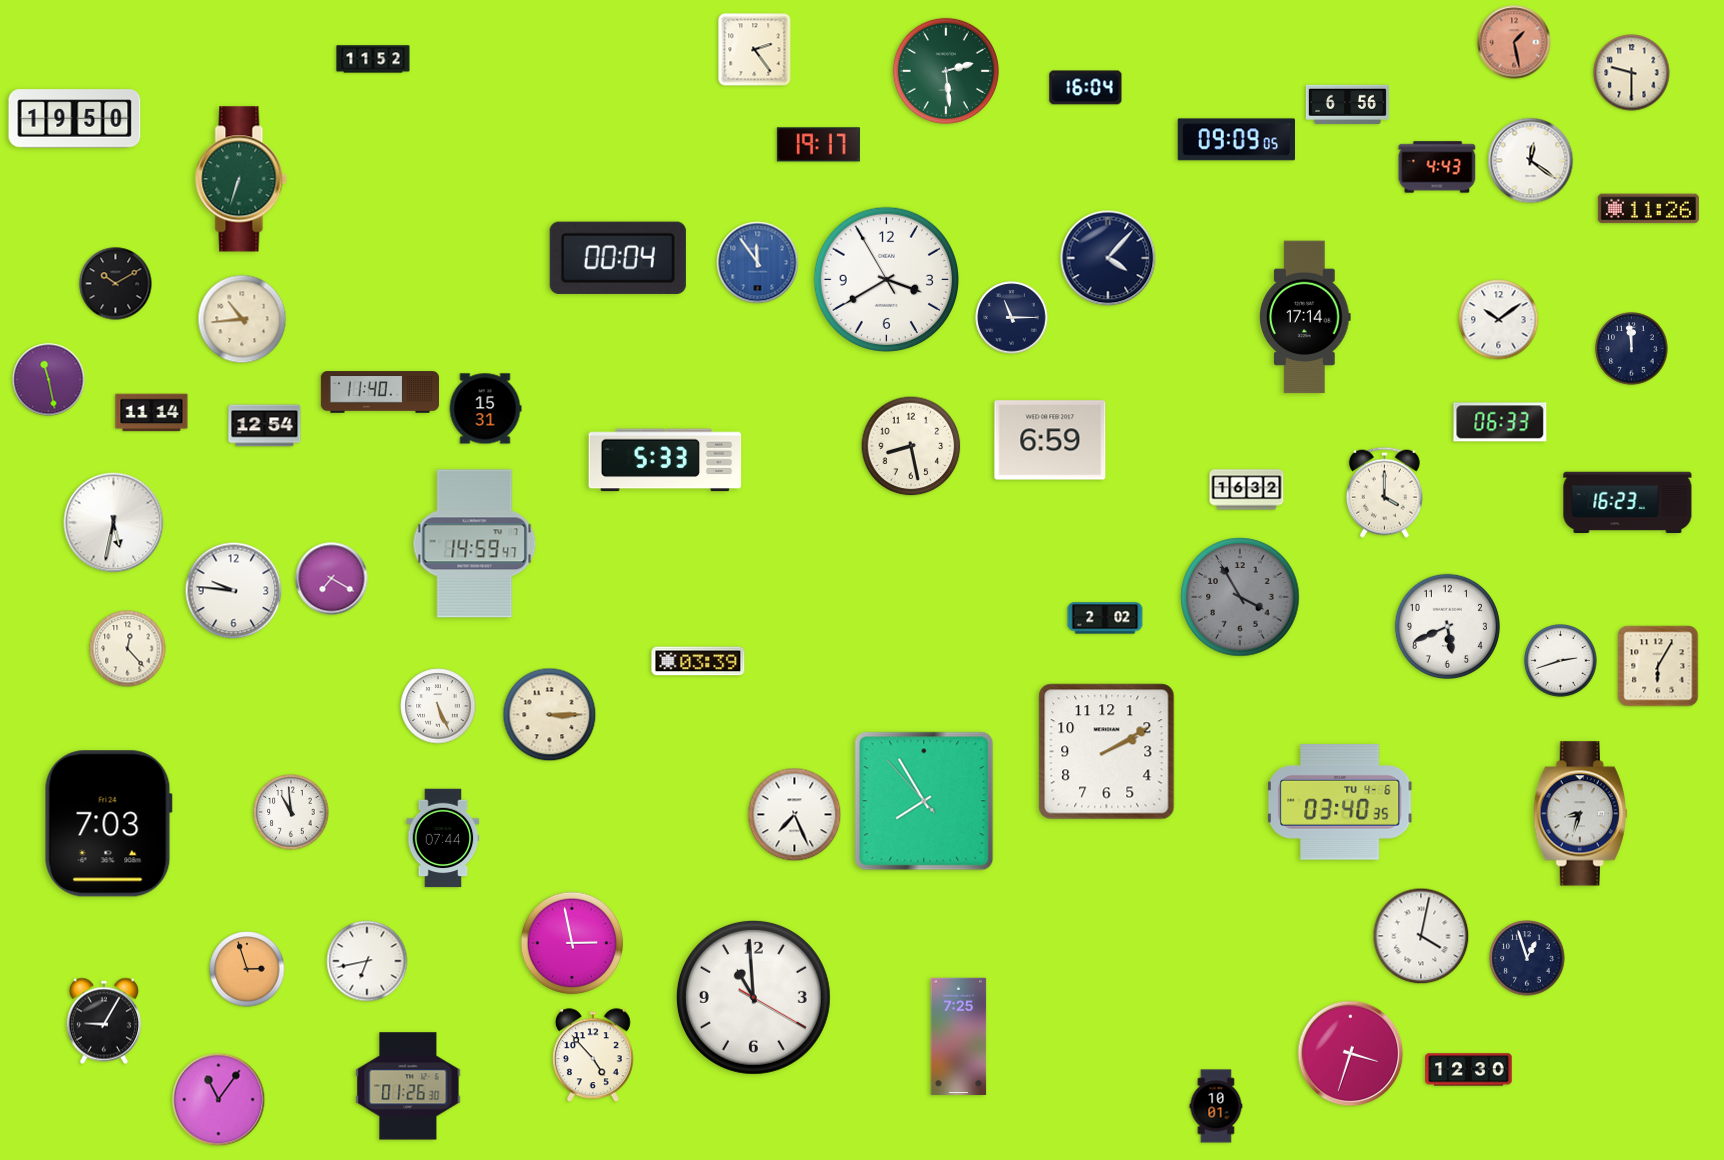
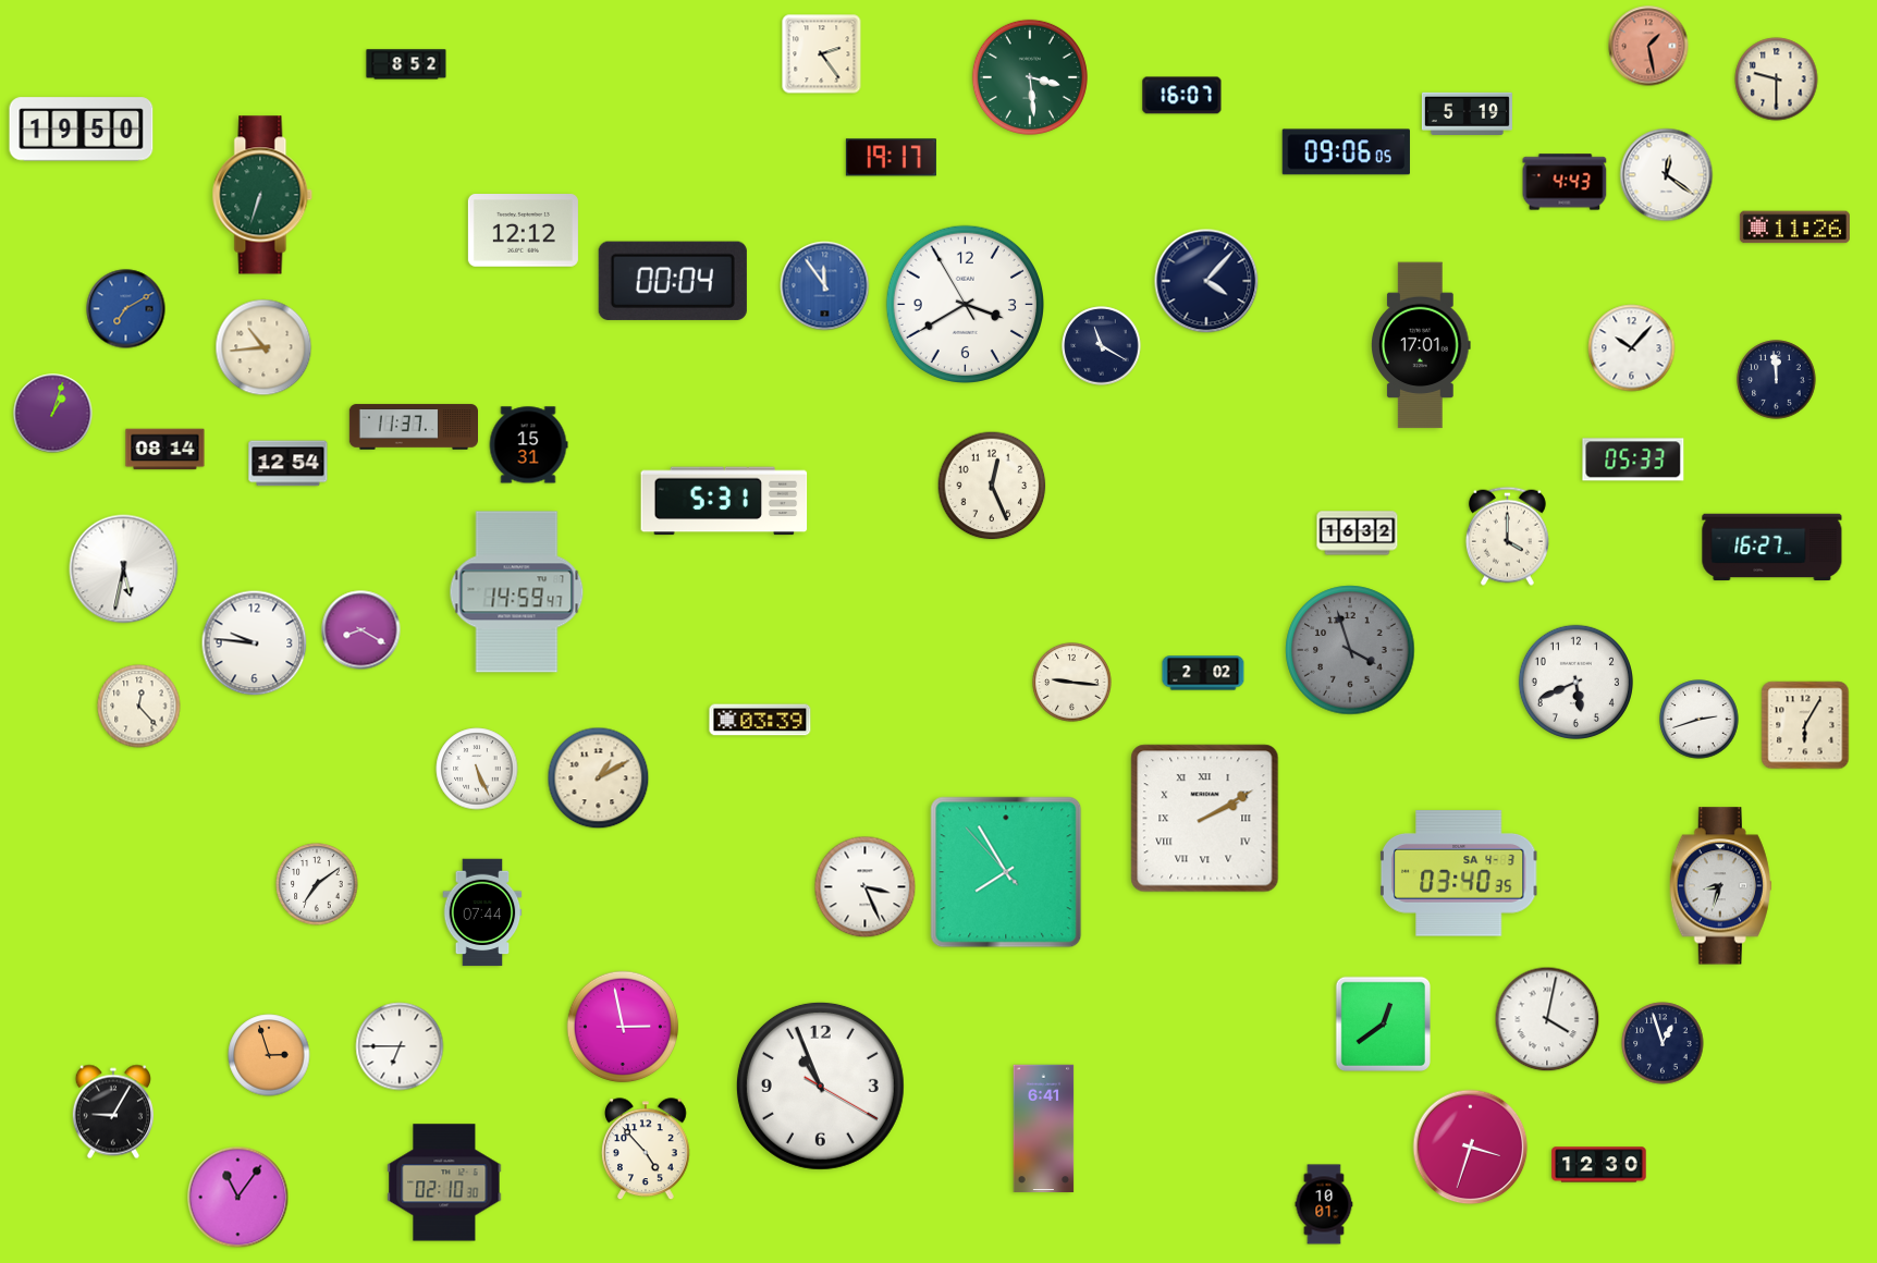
clock at (373, 59): 11:52 -> 8:52
clock at (946, 71): 2:29 -> 3:29
clock at (1086, 88): 16:04 -> 16:07
clock at (1347, 104): 6:56 -> 5:19
clock at (1236, 140): 09:09 -> 09:06
clock at (523, 231): none -> 12:12
clock at (116, 284): 10:10 -> 7:10
clock at (116, 284) dial: black -> blue
clock at (1306, 317): 17:14 -> 17:01
clock at (1012, 318): 11:15 -> 11:20
clock at (1499, 320): 10:09 -> 10:07
clock at (49, 380): 11:28 -> 1:03
clock at (379, 392): 11:40 -> 11:37
clock at (152, 413): 11:14 -> 08:14
clock at (1500, 422): 06:33 -> 05:33
clock at (1050, 440): 6:59 -> none
clock at (911, 446): 8:28 -> 12:26
clock at (665, 460): 5:33 -> 5:31
clock at (1628, 503): 16:23 -> 16:27
clock at (332, 579): 7:20 -> 8:20
clock at (1240, 597): 3:55 -> 3:57
clock at (1072, 683): none -> 9:16
clock at (550, 715): 3:15 -> 1:10
clock at (1107, 752) numerals: Arabic -> Roman
clock at (1340, 802) date: TU 4-6 -> SA 4-3
clock at (291, 812): 10:59 -> 7:09
clock at (795, 815): 7:26 -> 3:26
clock at (108, 824): 7:03 -> none
clock at (1383, 1023): none -> 12:39
clock at (367, 961): 6:43 -> 6:45
clock at (753, 997): 10:59 -> 10:56
clock at (959, 1037): 7:25 -> 6:41
clock at (408, 1086): 01:26 -> 02:10
